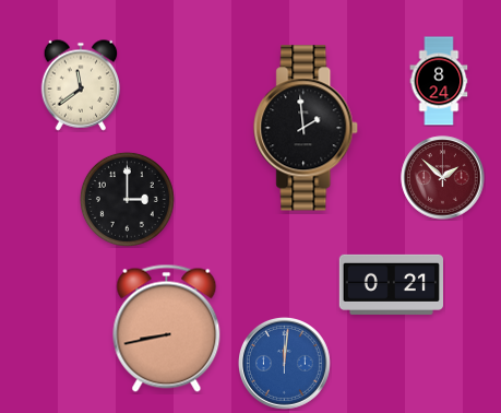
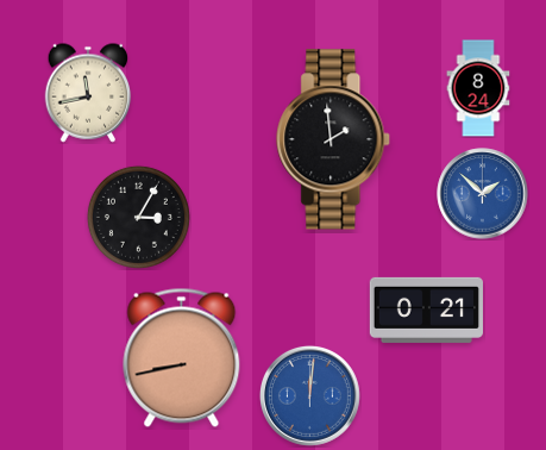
clock at (81, 85): 11:39 -> 11:43
clock at (443, 178) dial: burgundy -> blue
clock at (127, 199): 3:00 -> 3:05
